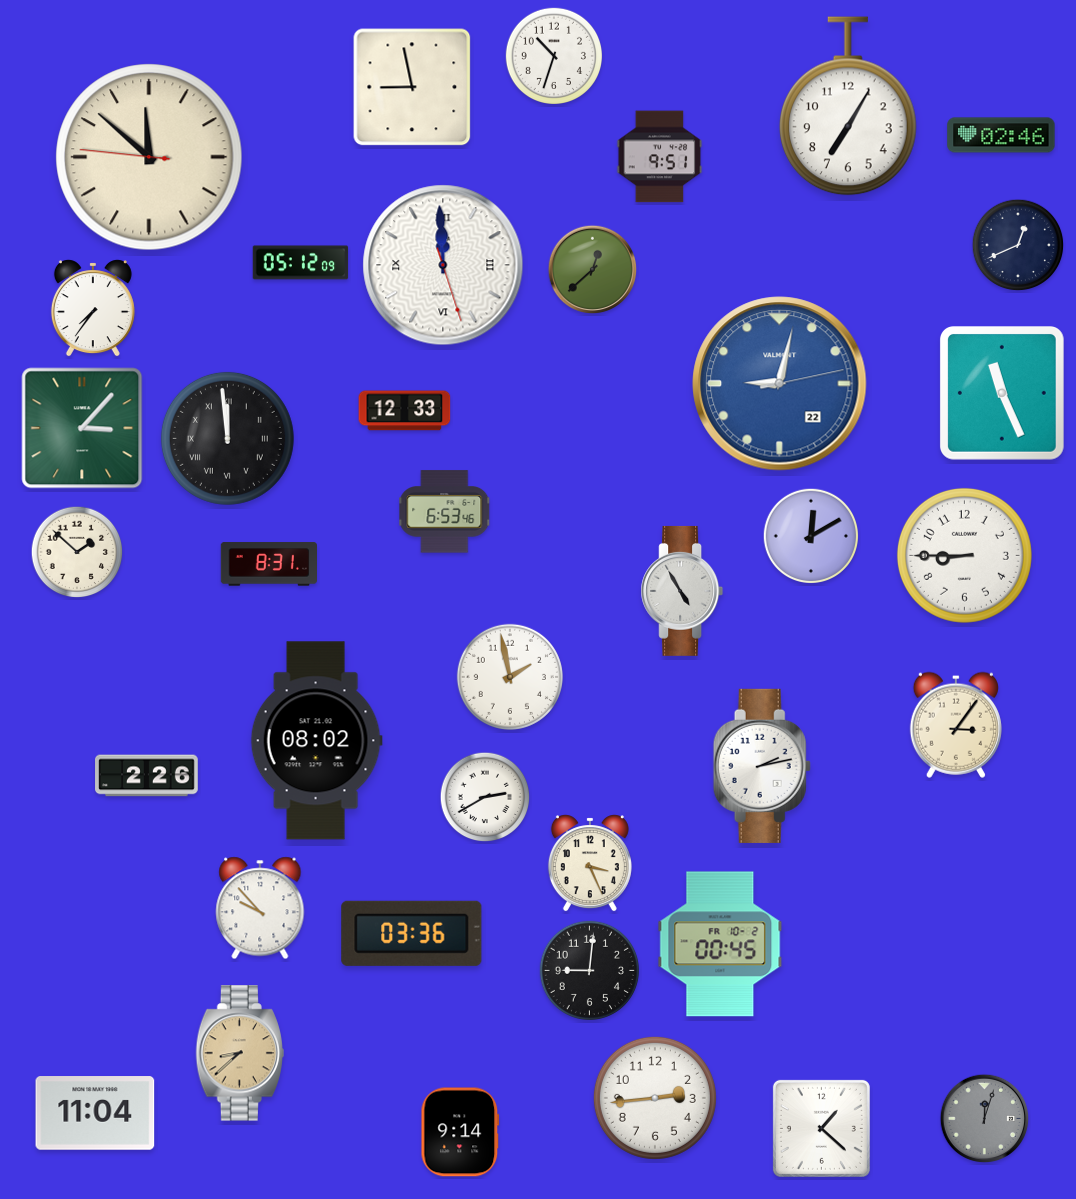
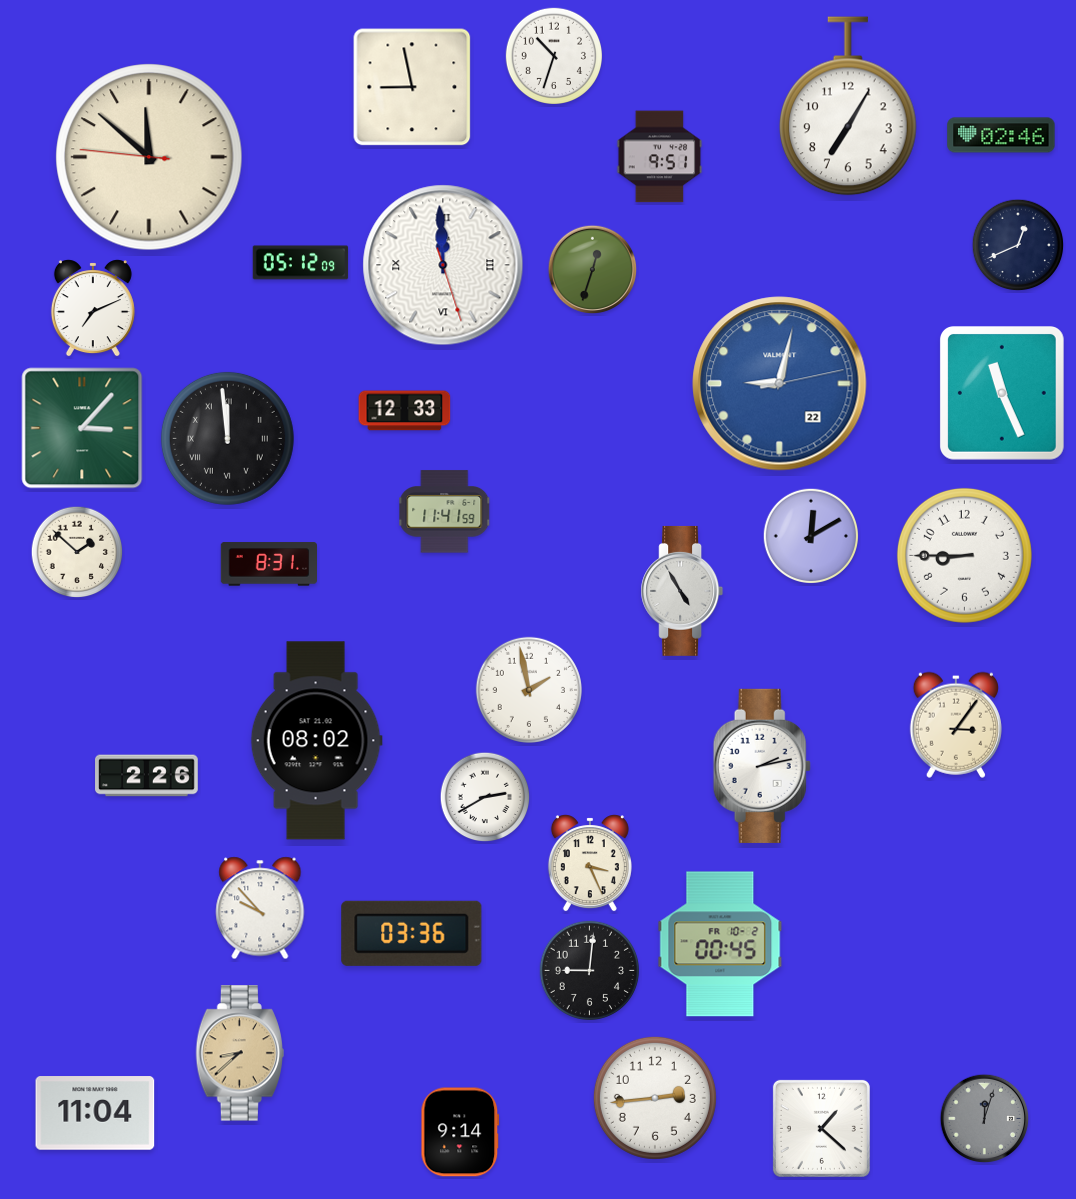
clock at (593, 270): 12:38 -> 12:33
clock at (93, 308): 7:36 -> 7:11
clock at (445, 512): 6:53 -> 11:41
clock at (510, 677) position: (510, 677) -> (529, 690)
